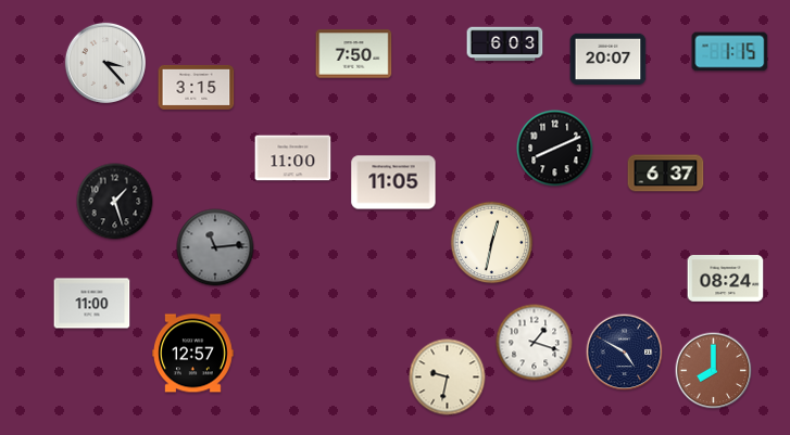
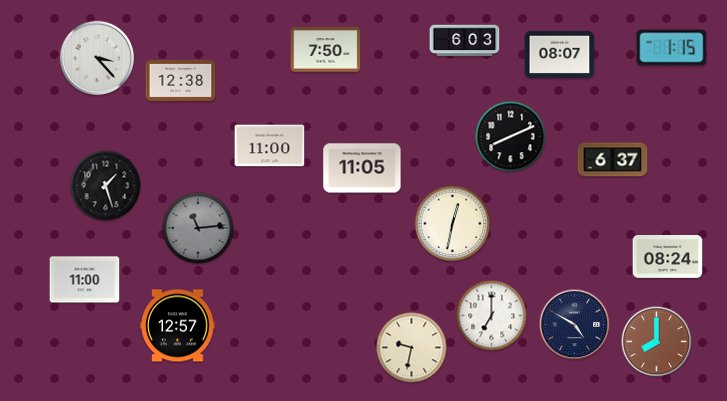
clock at (609, 59): 20:07 -> 08:07
clock at (197, 87): 3:15 -> 12:38
clock at (535, 343): 1:18 -> 7:00
